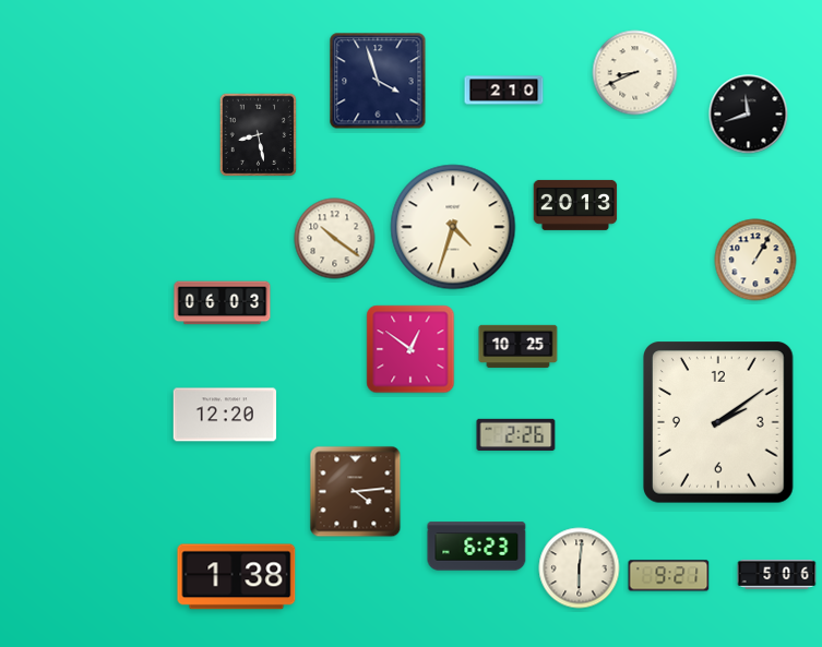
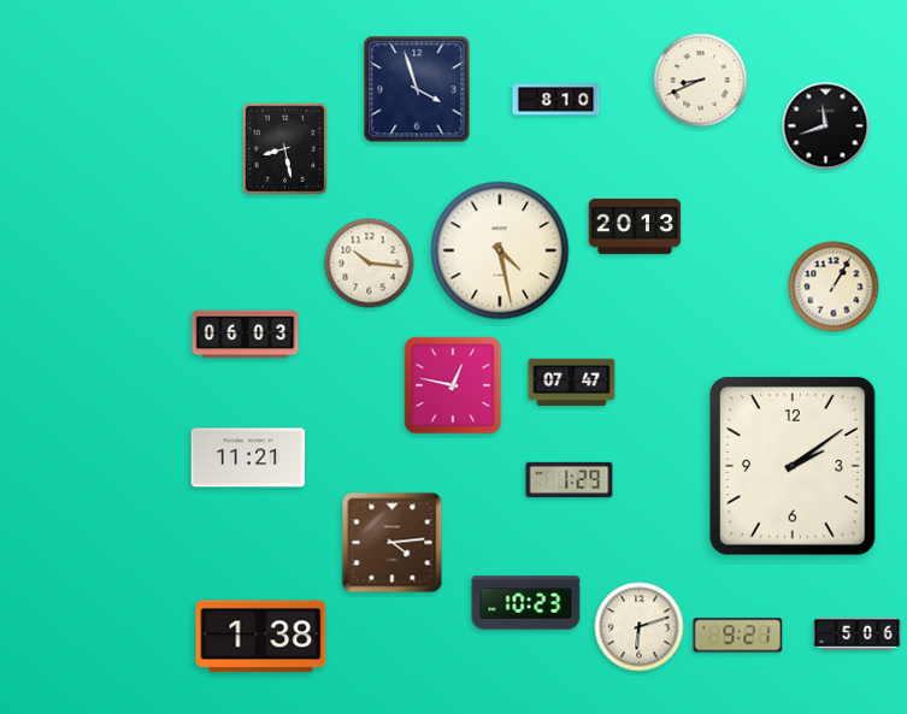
clock at (504, 91): 2:10 -> 8:10
clock at (453, 227): 4:33 -> 4:28
clock at (335, 239): 10:21 -> 10:16
clock at (519, 347): 10:25 -> 07:47
clock at (410, 349): 12:51 -> 12:47
clock at (225, 415): 12:20 -> 11:21
clock at (516, 434): 2:26 -> 1:29
clock at (477, 547): 6:23 -> 10:23
clock at (580, 568): 6:01 -> 6:12
